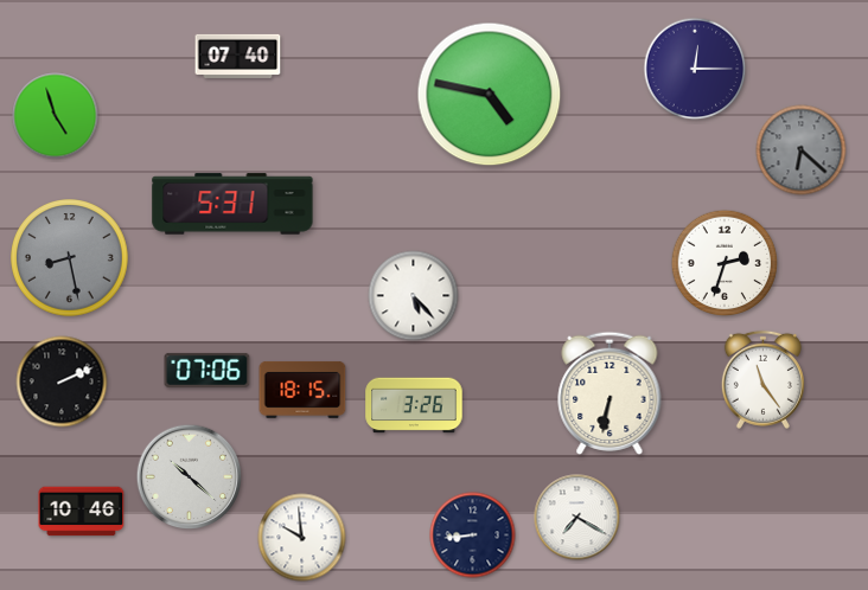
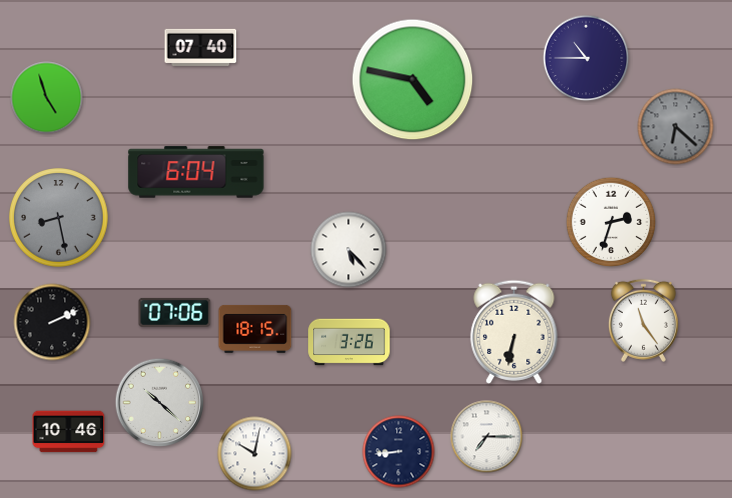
clock at (695, 69): 12:15 -> 10:45
clock at (232, 204): 5:31 -> 6:04
clock at (577, 518): 7:20 -> 7:15
clock at (302, 538): 9:59 -> 10:02
